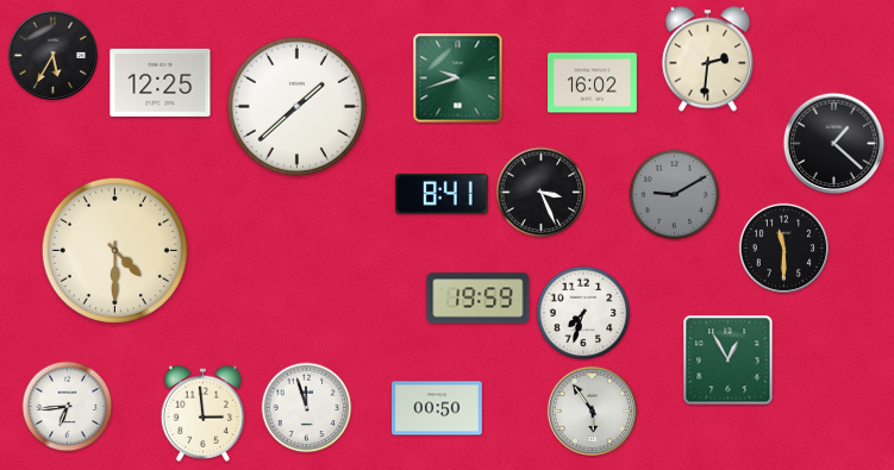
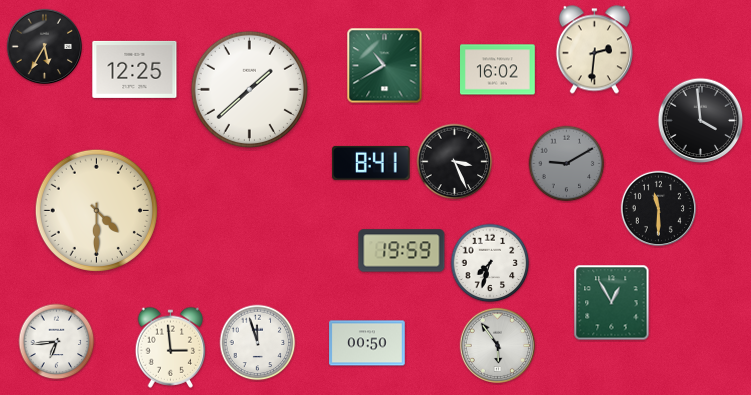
clock at (458, 79): 9:42 -> 10:40
clock at (834, 144): 1:22 -> 3:59
